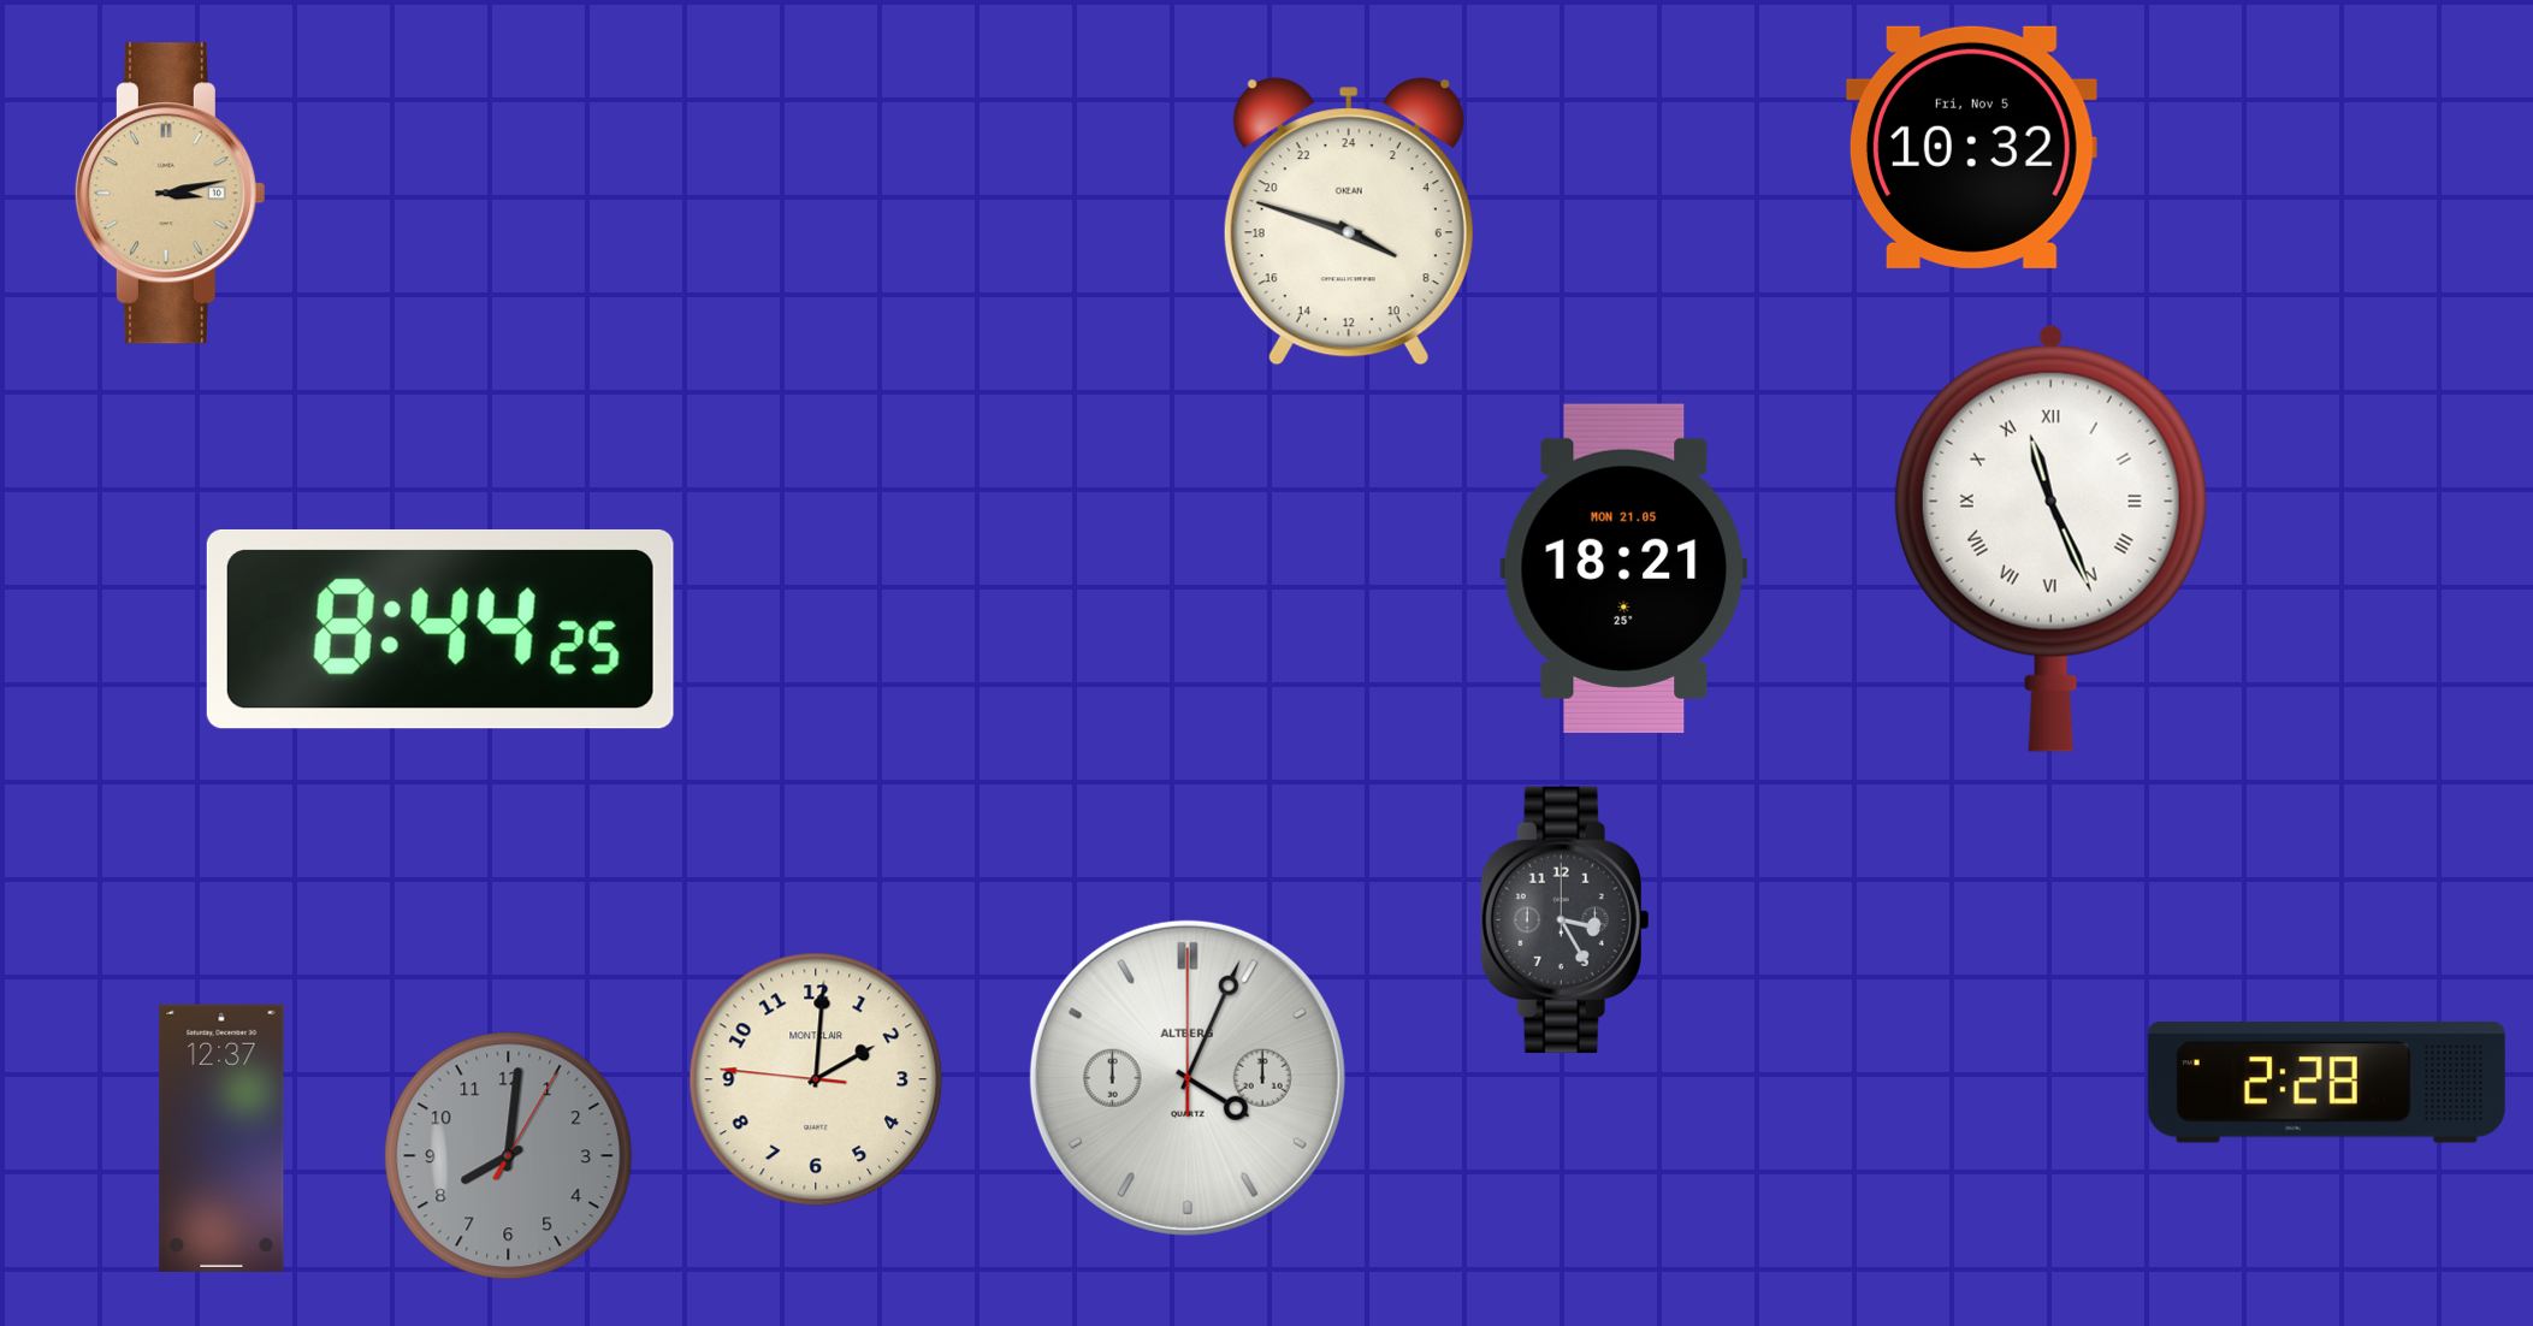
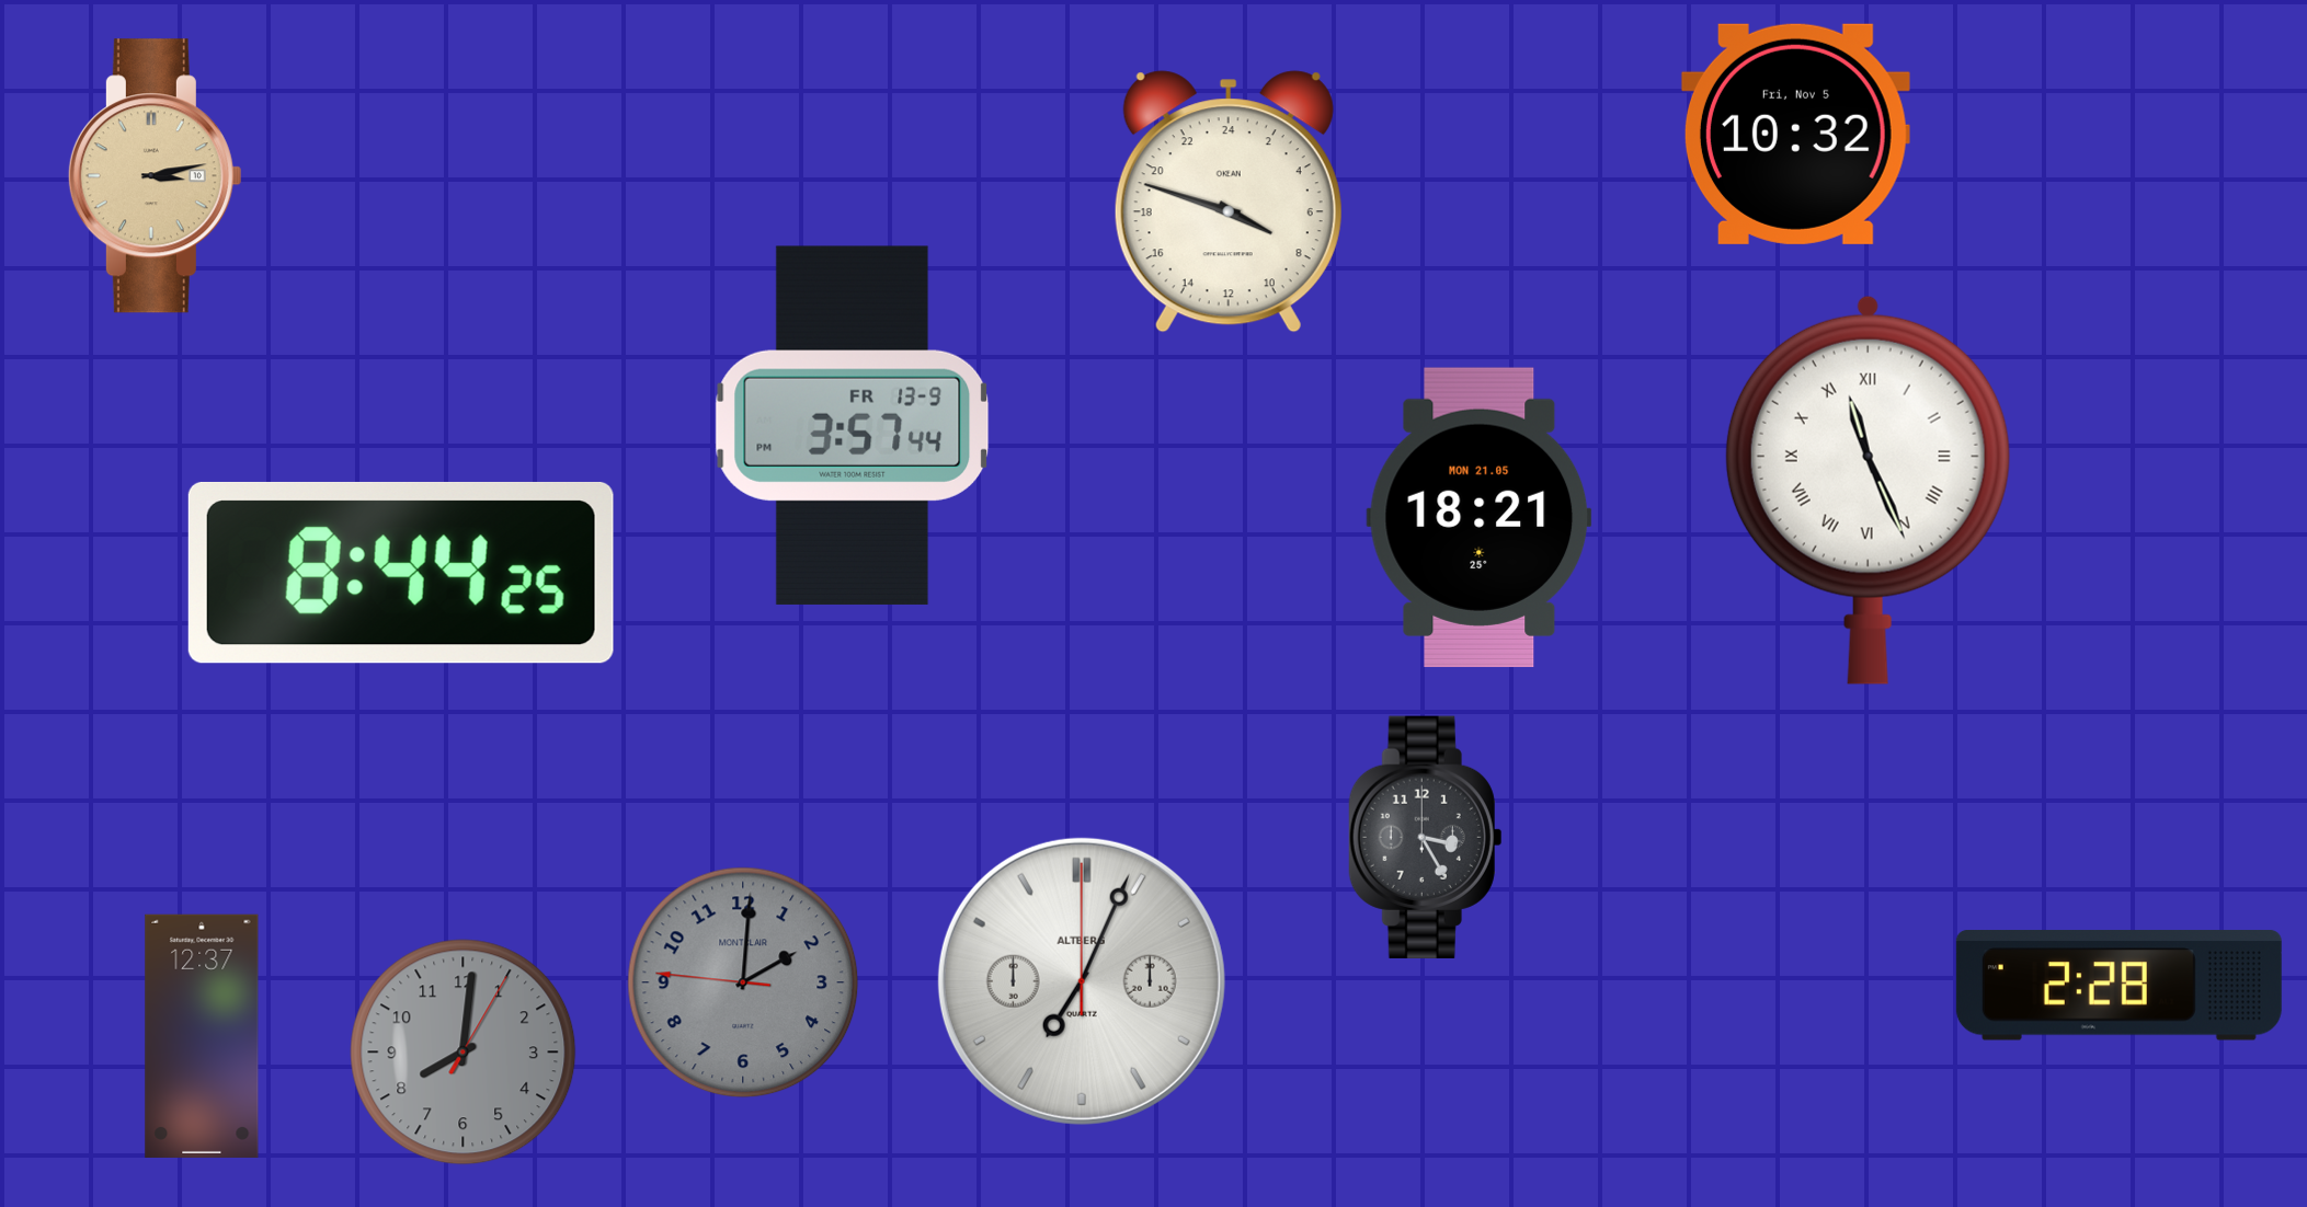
clock at (853, 425): none -> 3:57
clock at (1188, 1078): 4:04 -> 7:04
clock at (816, 1079) dial: cream -> grey
